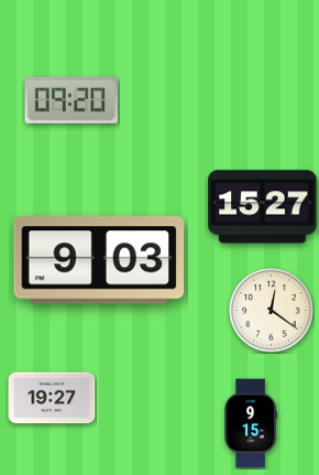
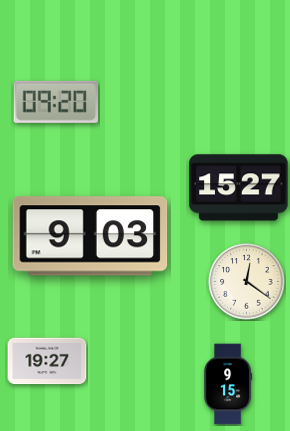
clock at (70, 100) position: (70, 100) -> (55, 102)
